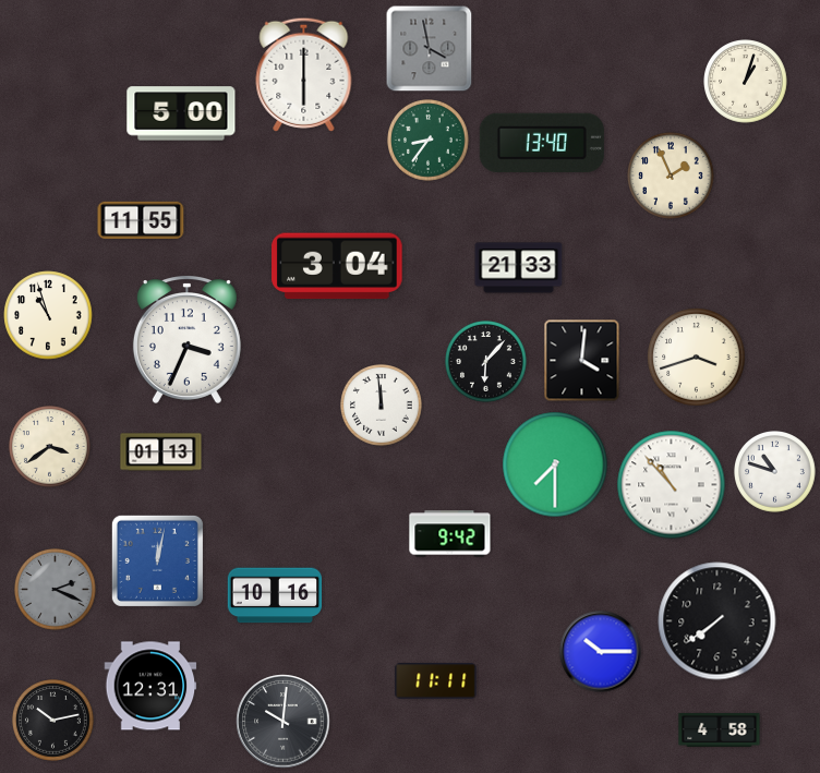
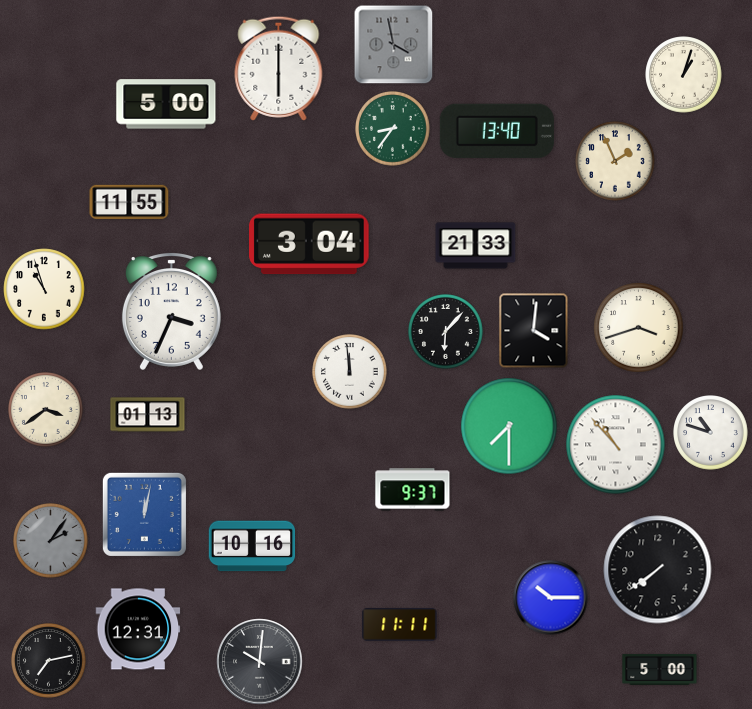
clock at (450, 534): 9:42 -> 9:37
clock at (56, 590): 2:19 -> 2:06
clock at (53, 721): 10:13 -> 7:13
clock at (720, 729): 4:58 -> 5:00
